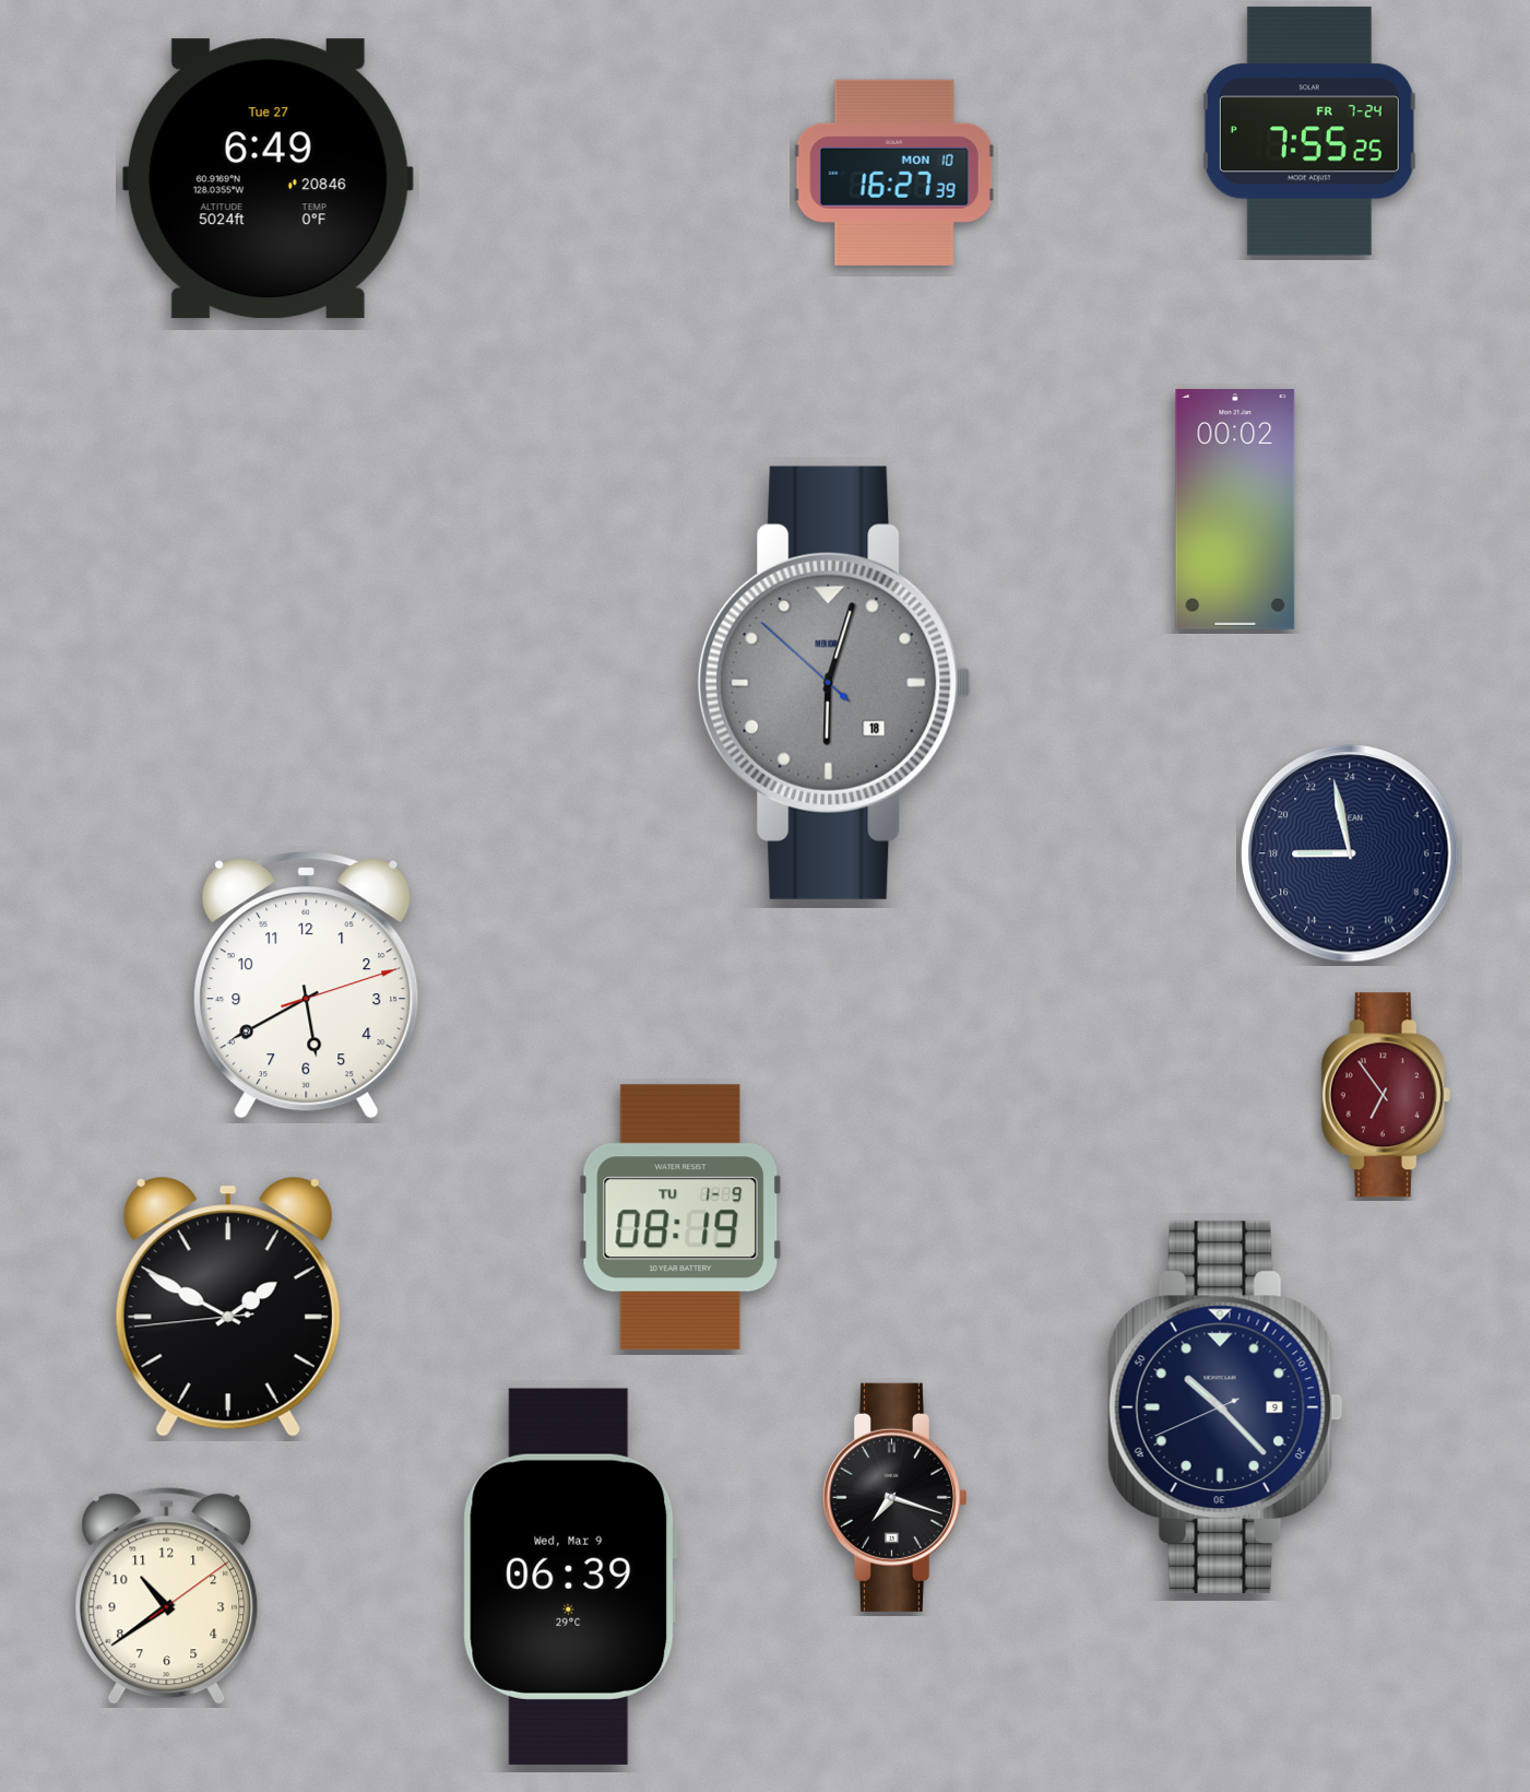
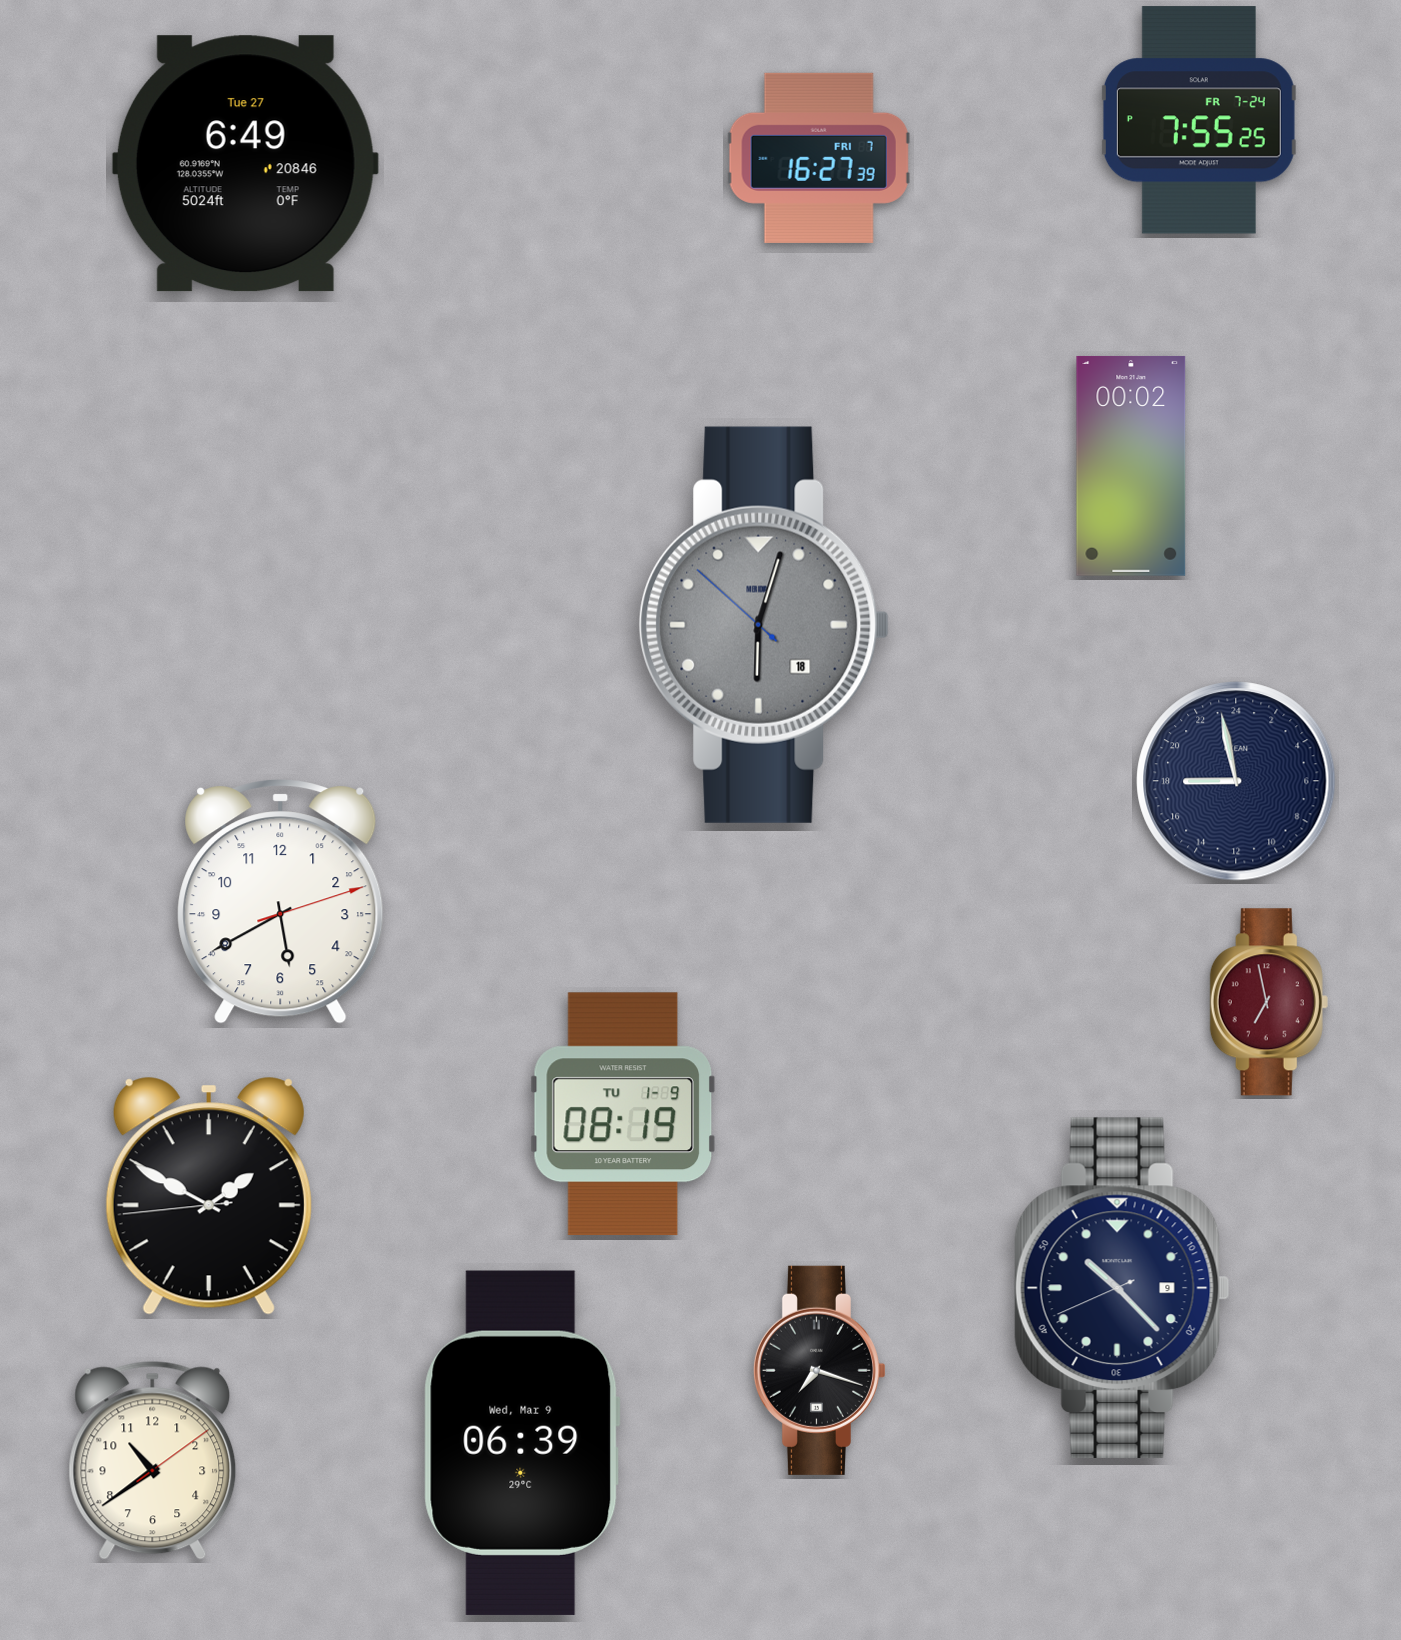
clock at (894, 173) date: MON 10 -> FRI 7
clock at (1386, 1095): 6:54 -> 6:58
